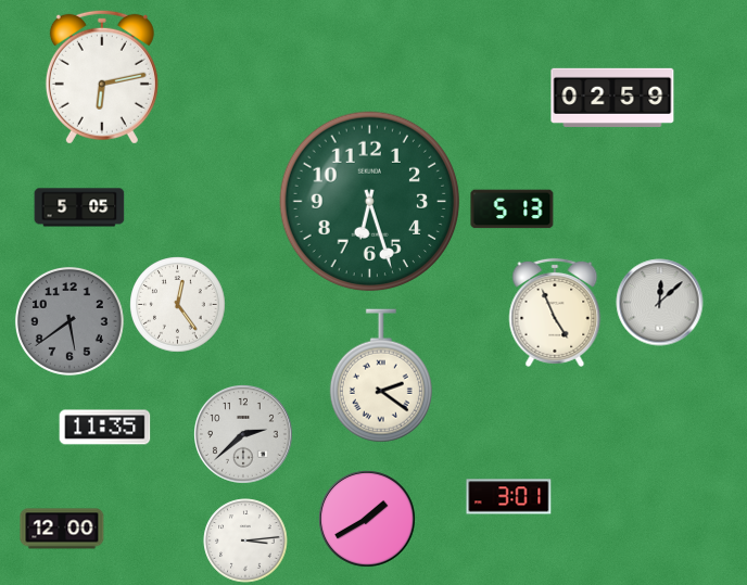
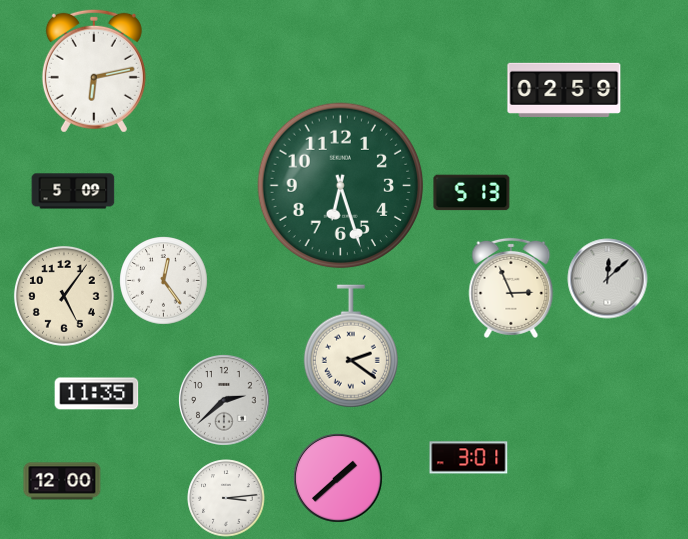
clock at (79, 207): 5:05 -> 5:09
clock at (555, 313): 4:56 -> 2:56
clock at (69, 321): 5:39 -> 5:06
clock at (69, 321) dial: grey -> cream
clock at (367, 519): 1:40 -> 1:38
clock at (62, 529) position: (62, 529) -> (62, 481)
